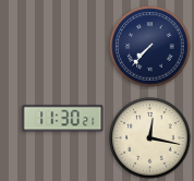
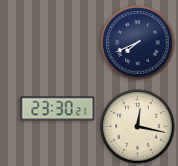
clock at (150, 47): 7:37 -> 7:41
clock at (63, 119): 11:30 -> 23:30
